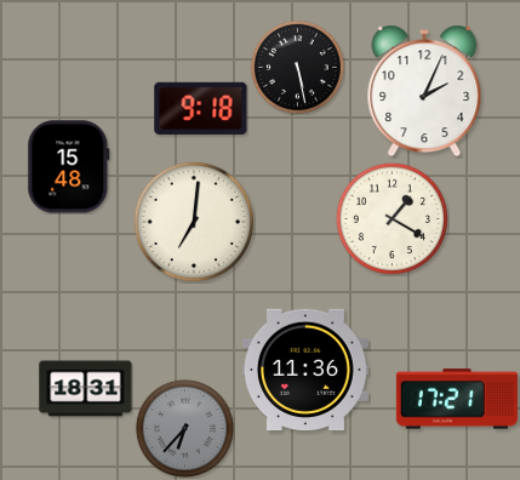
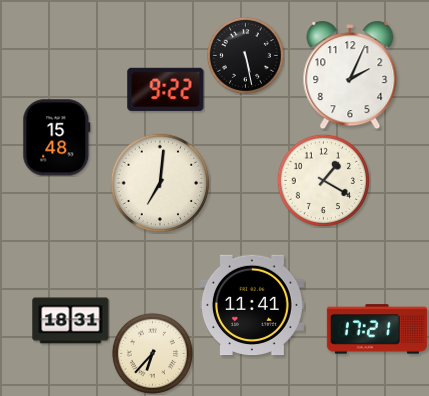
clock at (201, 108): 9:18 -> 9:22
clock at (305, 370): 11:36 -> 11:41
clock at (184, 428) dial: grey -> cream
